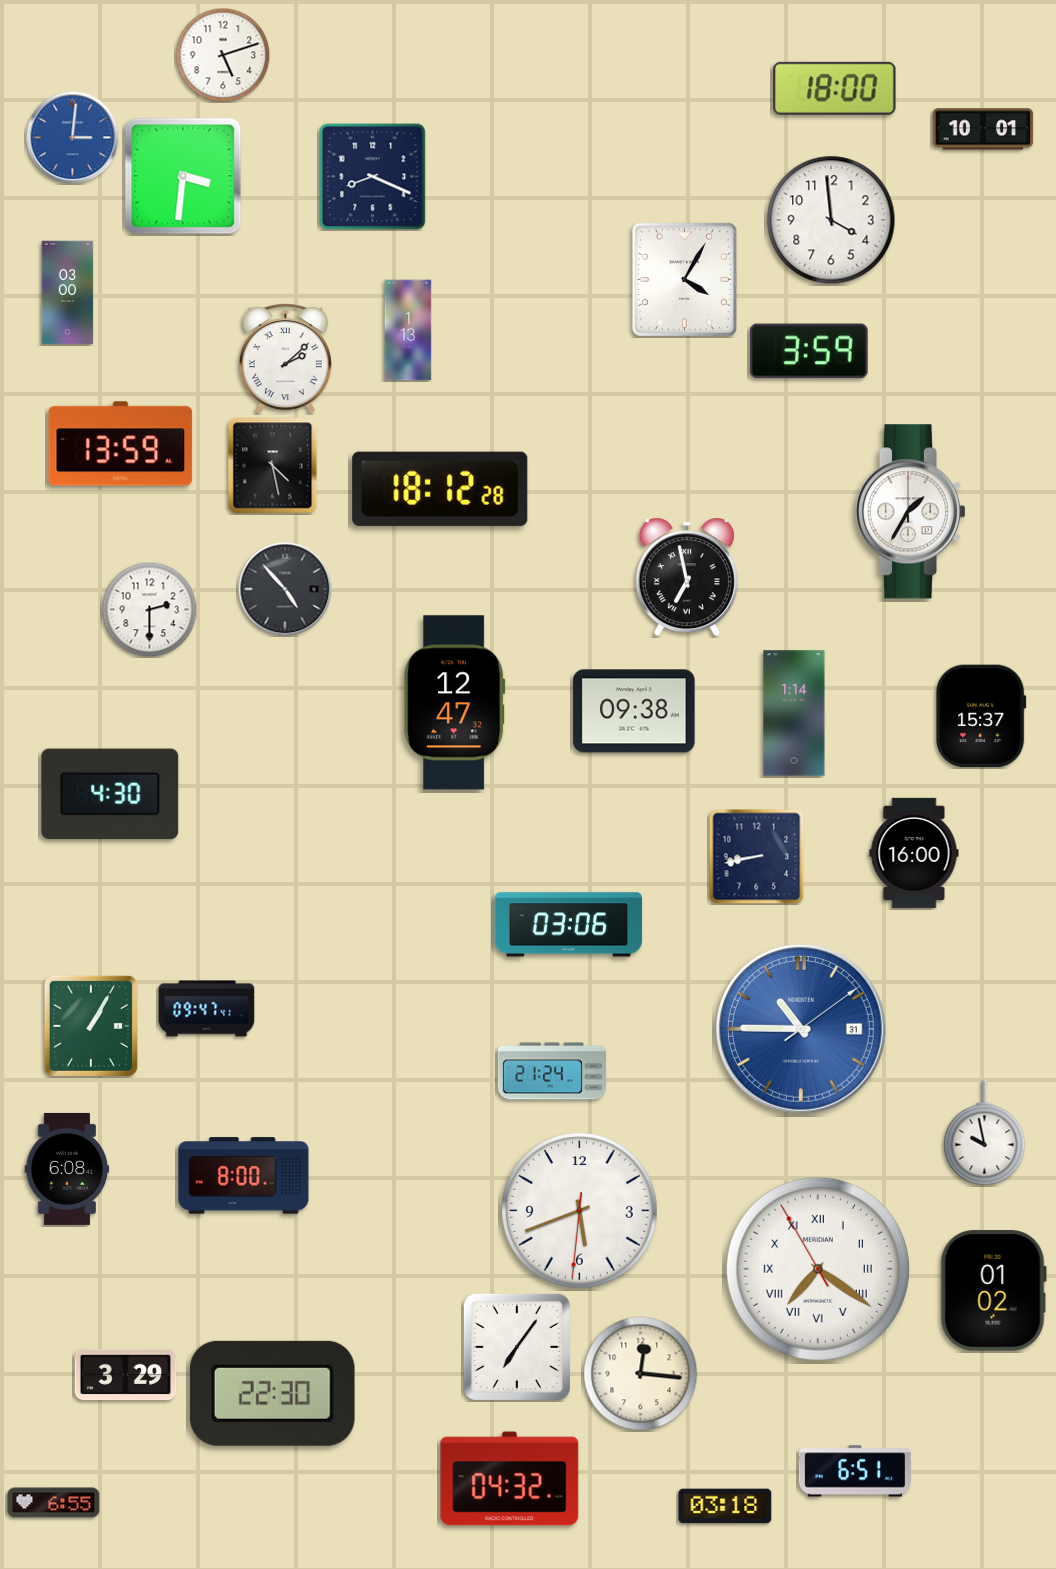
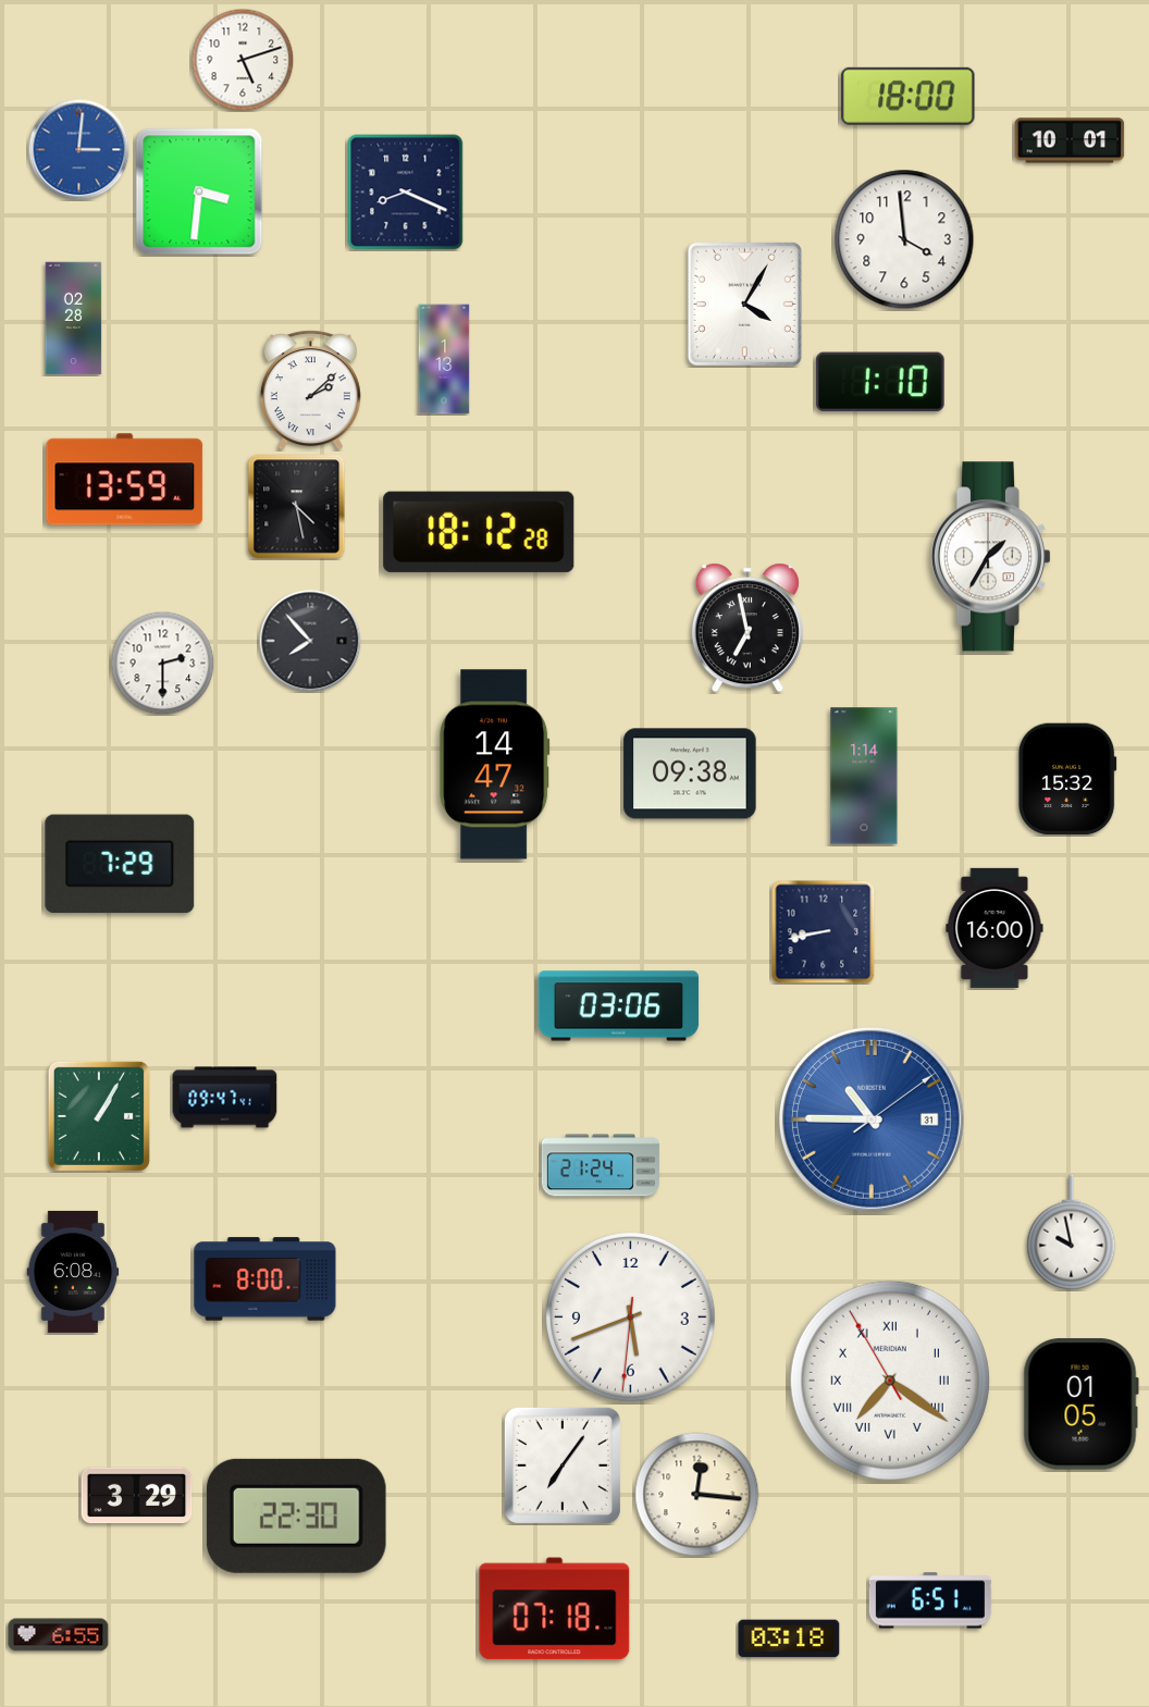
clock at (68, 293): 03:00 -> 02:28
clock at (809, 351): 3:59 -> 1:10
clock at (121, 444) position: (121, 444) -> (125, 480)
clock at (285, 589): 4:53 -> 7:53
clock at (455, 703): 12:47 -> 14:47
clock at (981, 716): 15:37 -> 15:32
clock at (110, 794): 4:30 -> 7:29
clock at (993, 1291): 01:02 -> 01:05
clock at (510, 1479): 04:32 -> 07:18
